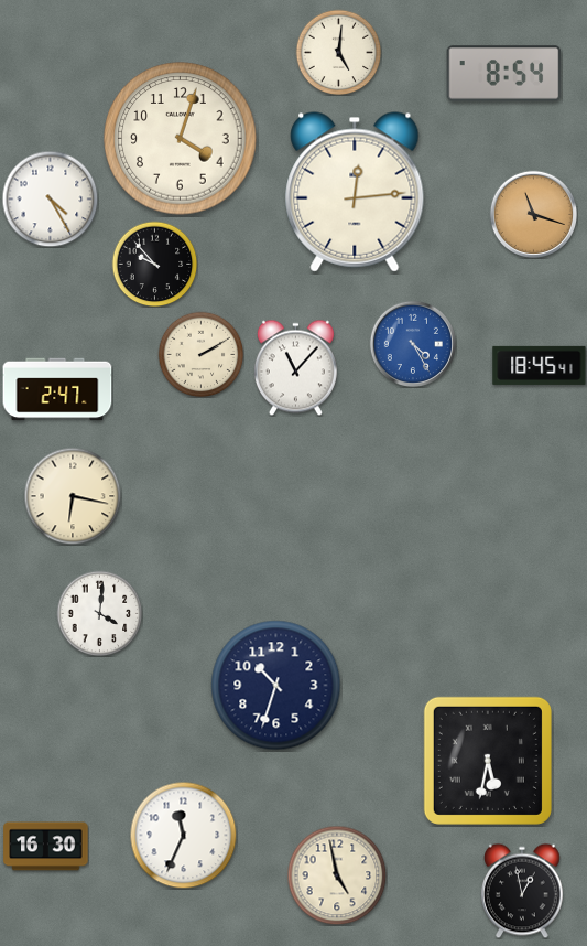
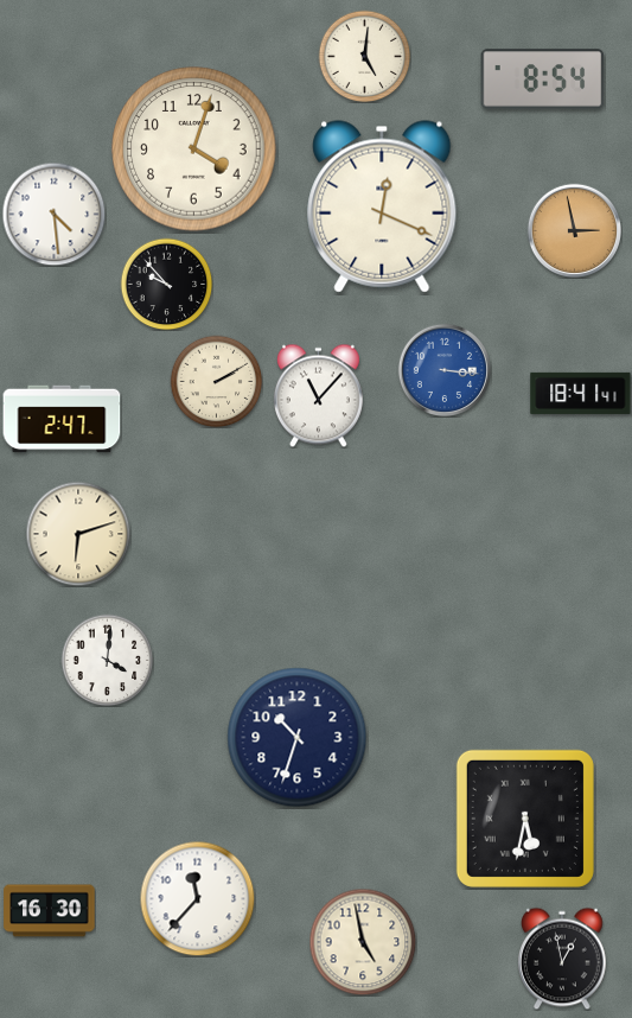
clock at (355, 192): 12:14 -> 12:19
clock at (50, 198): 4:25 -> 4:29
clock at (533, 214): 11:18 -> 2:58
clock at (412, 343): 4:25 -> 3:16
clock at (540, 365): 18:45 -> 18:41
clock at (73, 496): 6:17 -> 6:12
clock at (183, 835): 11:34 -> 11:37
